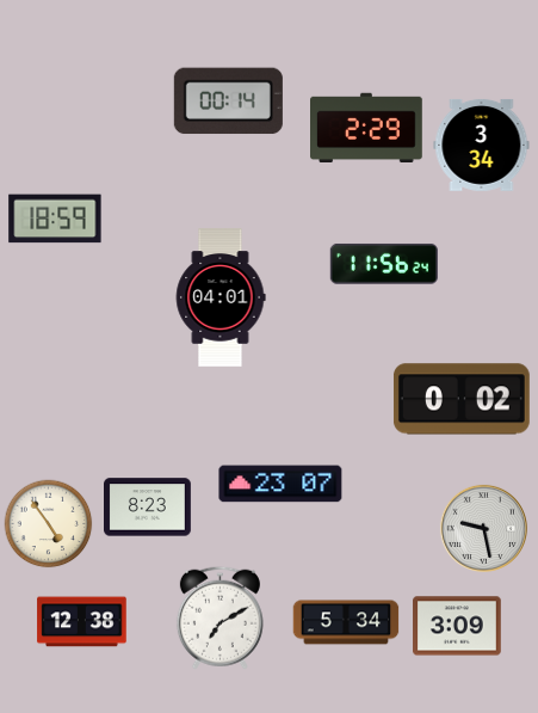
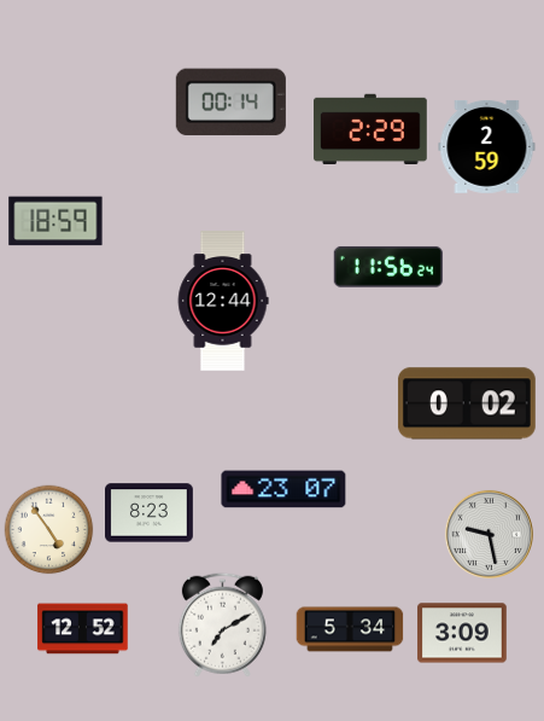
clock at (482, 145): 3:34 -> 2:59
clock at (221, 297): 04:01 -> 12:44
clock at (82, 622): 12:38 -> 12:52
